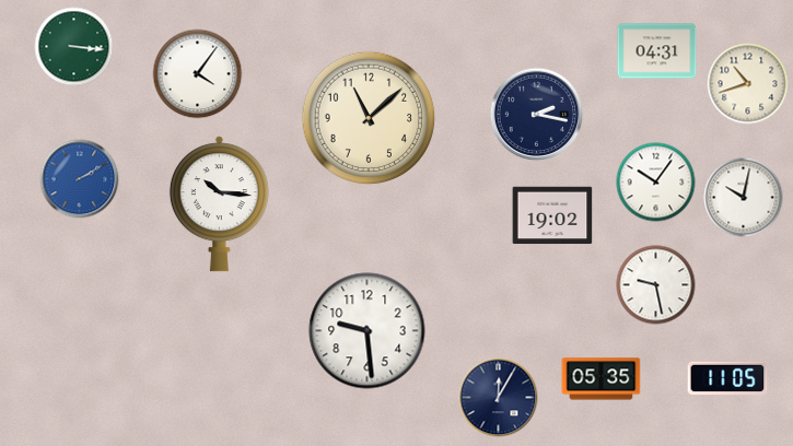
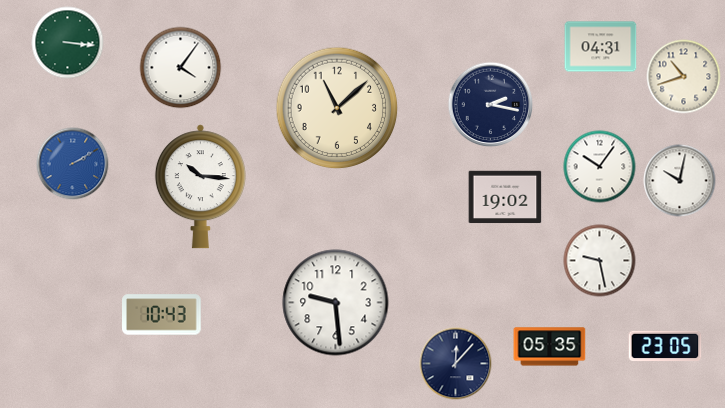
clock at (162, 315): none -> 10:43
clock at (727, 378): 11:05 -> 23:05
clock at (499, 398): 12:05 -> 12:07
